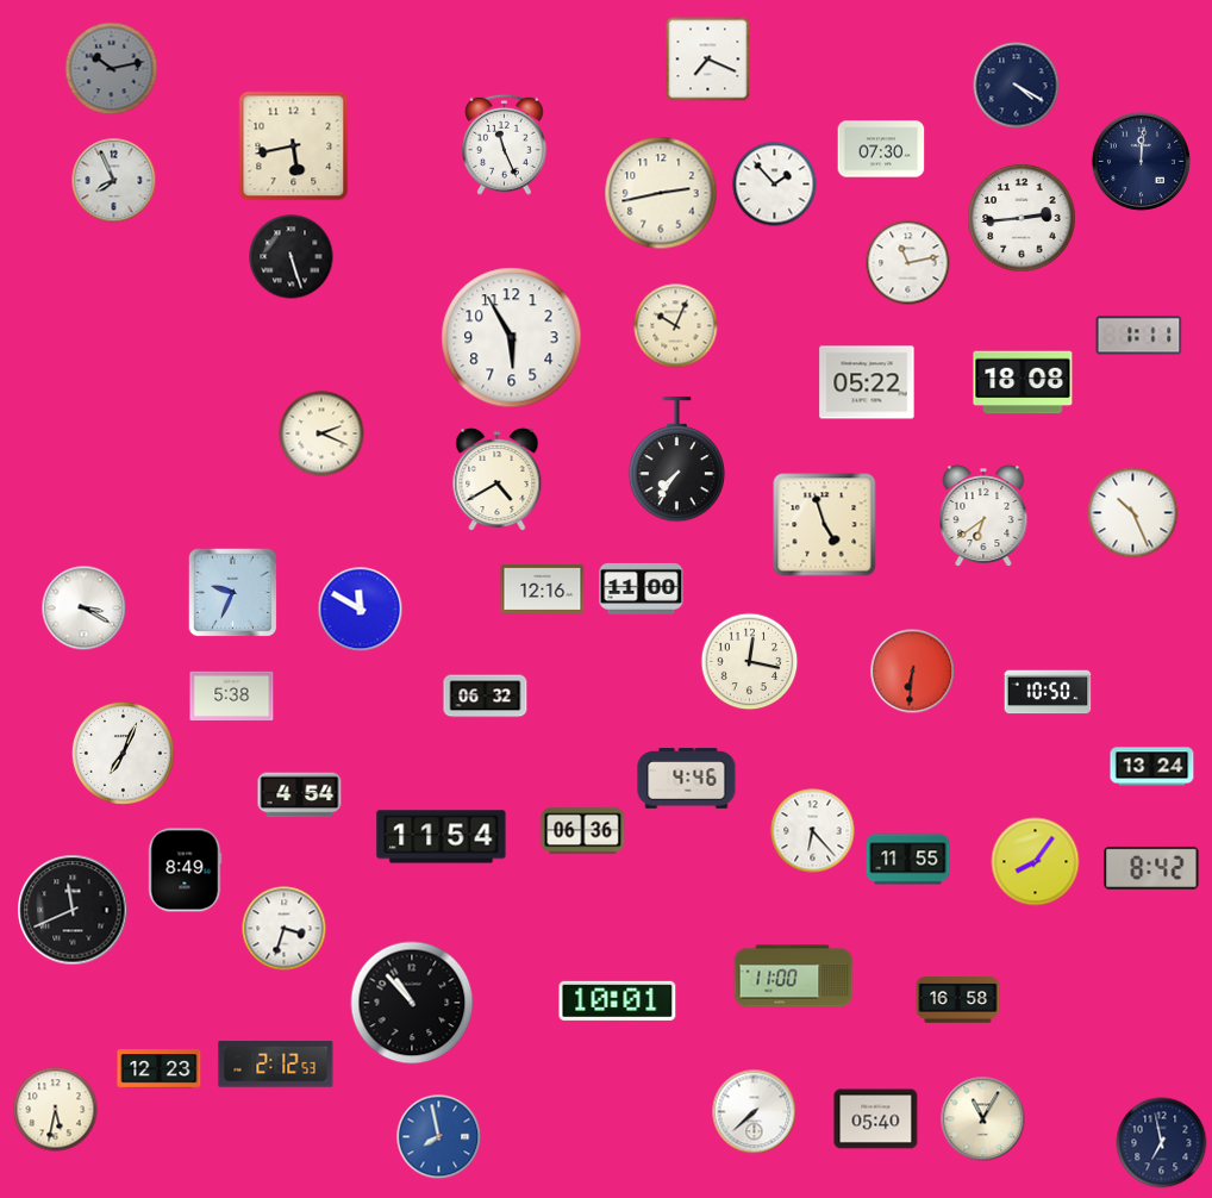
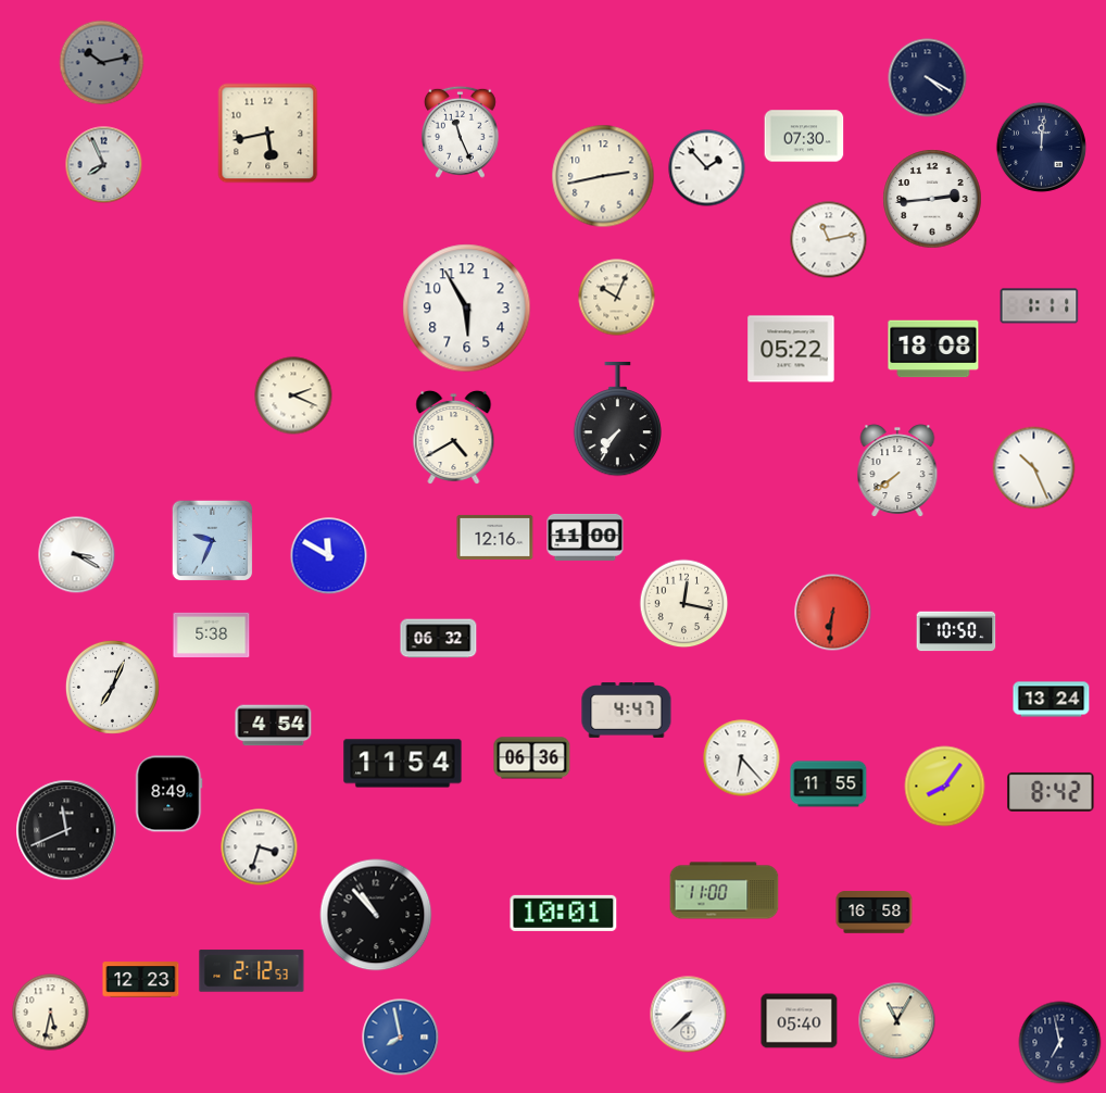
clock at (708, 60): 7:19 -> none
clock at (292, 257): 5:27 -> none
clock at (983, 516): 6:39 -> 7:39
clock at (825, 525): 4:57 -> none
clock at (486, 697) position: (486, 697) -> (439, 639)
clock at (687, 779): 4:46 -> 4:47
clock at (160, 1069) position: (160, 1069) -> (141, 980)
